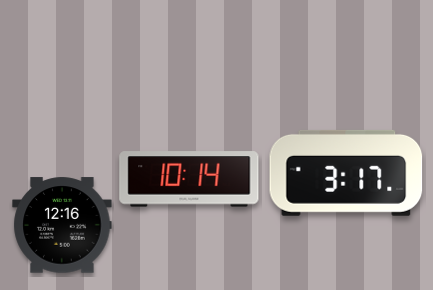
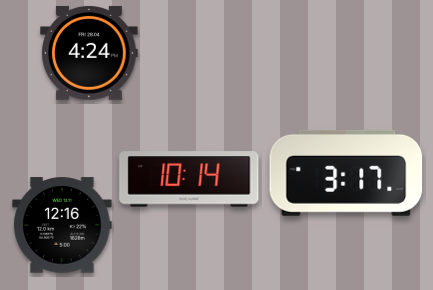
clock at (89, 53): none -> 4:24
